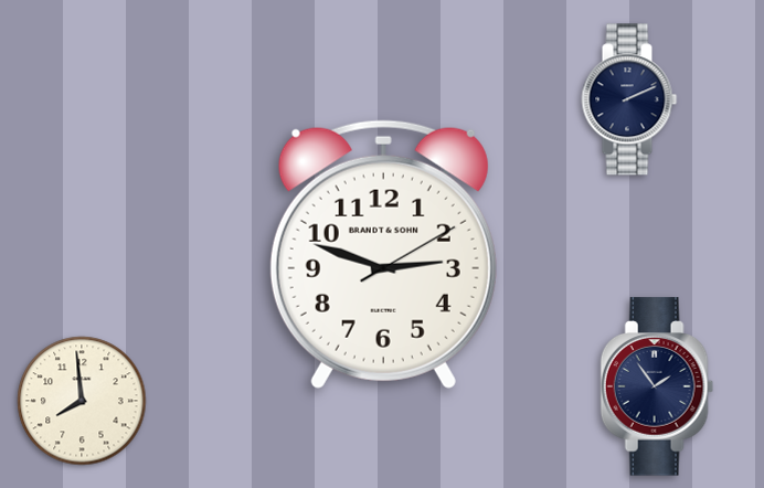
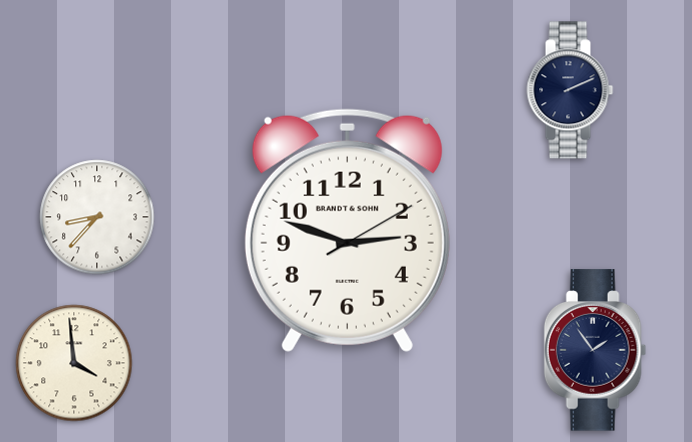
clock at (97, 217): none -> 8:37
clock at (82, 401): 7:59 -> 3:59
